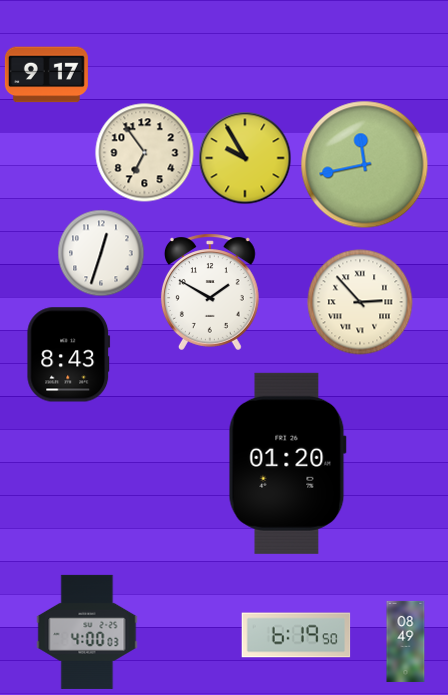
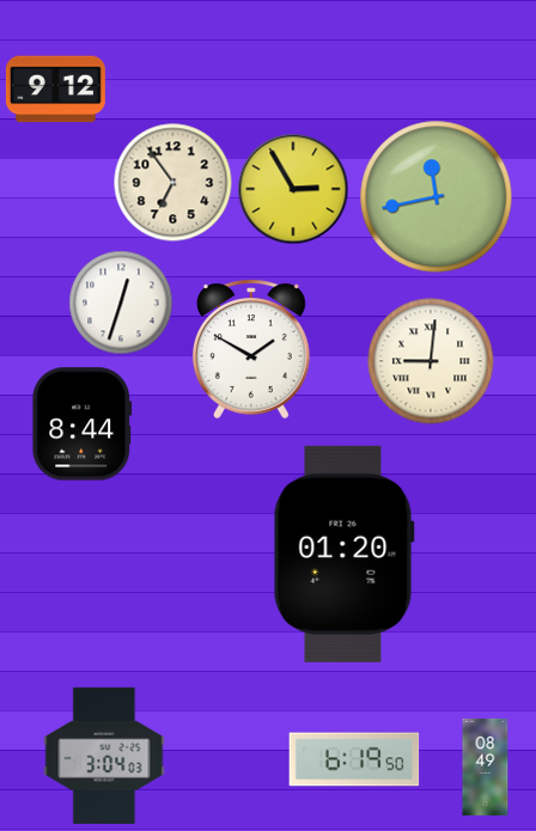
clock at (46, 75): 9:17 -> 9:12
clock at (245, 158): 9:55 -> 2:55
clock at (360, 302): 2:53 -> 9:01
clock at (69, 355): 8:43 -> 8:44
clock at (87, 632): 4:00 -> 3:04
